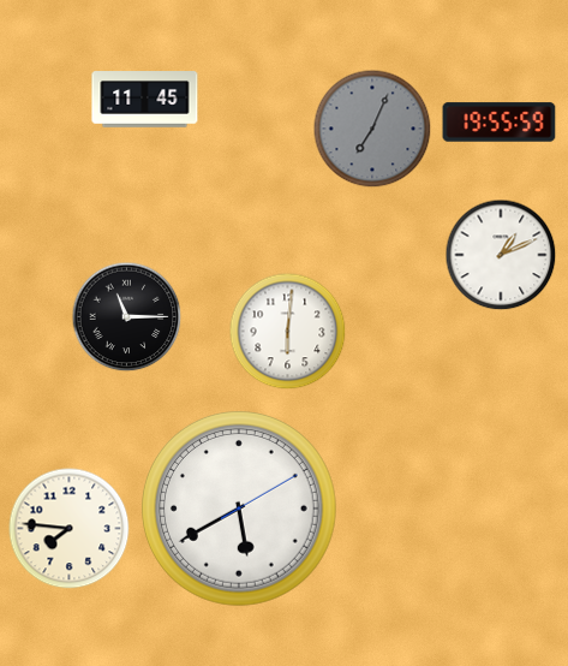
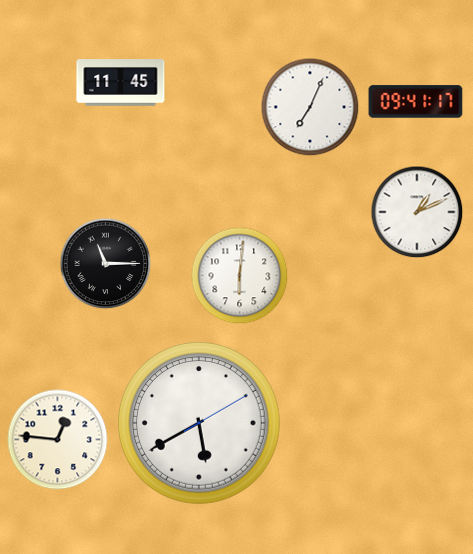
clock at (500, 123): 19:55 -> 09:41
clock at (372, 129) dial: grey -> white
clock at (70, 529): 7:46 -> 12:46
